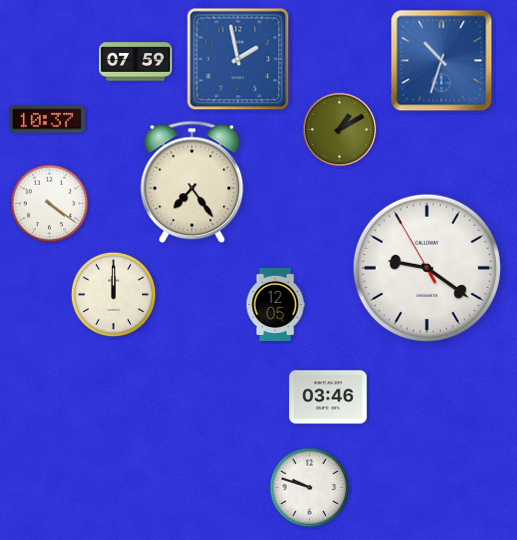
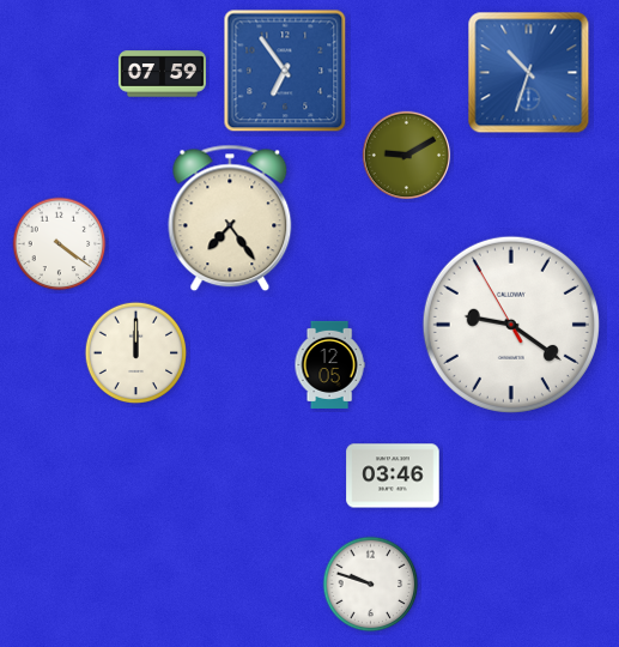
clock at (238, 59): 1:58 -> 6:54
clock at (48, 119): 10:37 -> none
clock at (340, 130): 1:10 -> 9:10
clock at (427, 268) position: (427, 268) -> (511, 325)
